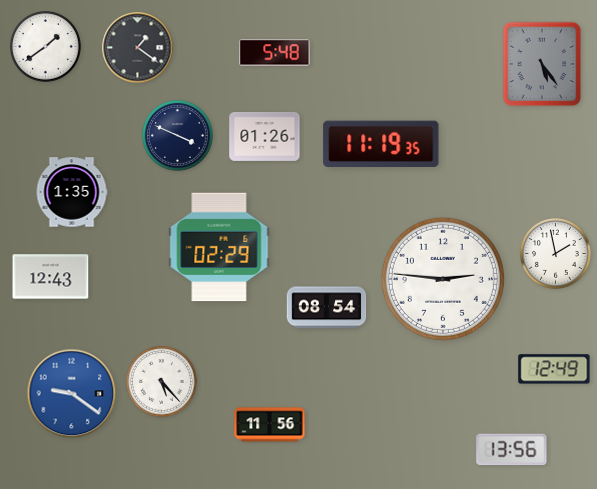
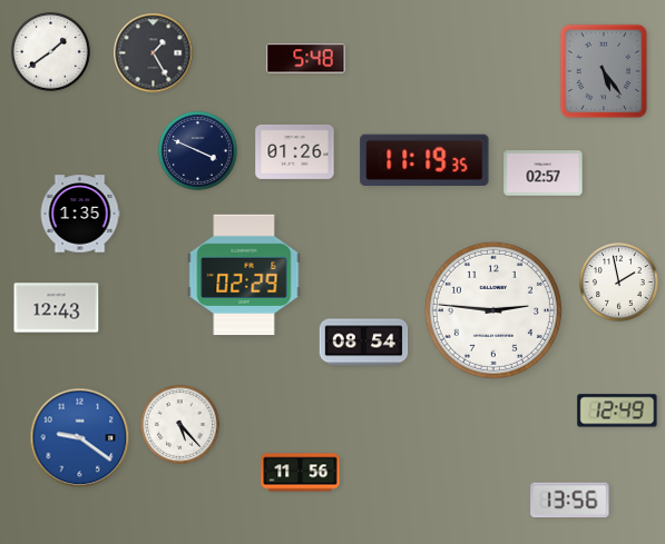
clock at (138, 48): 1:21 -> 1:25
clock at (544, 174): none -> 02:57
